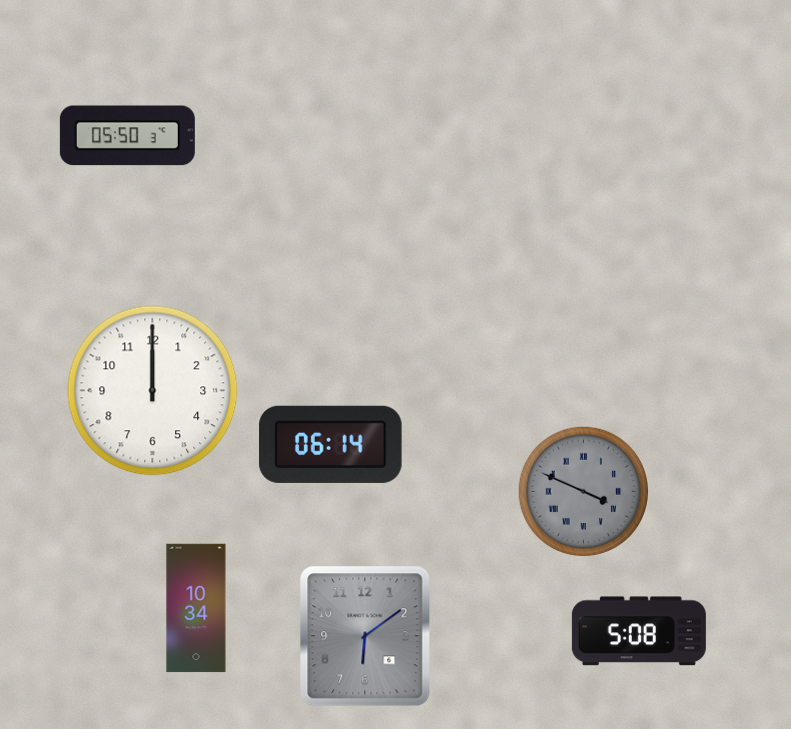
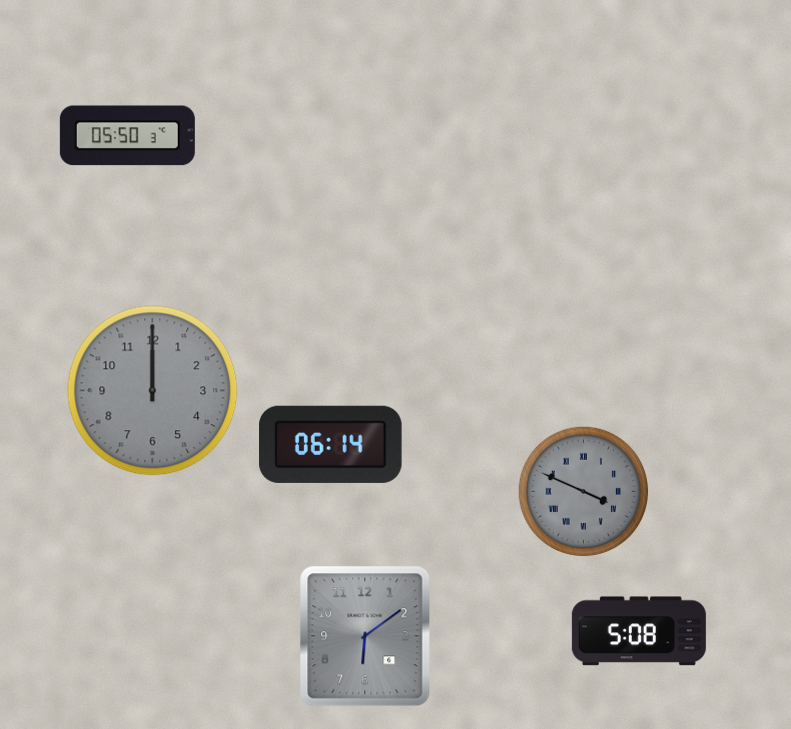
clock at (153, 391) dial: white -> grey
clock at (196, 608): 10:34 -> none
